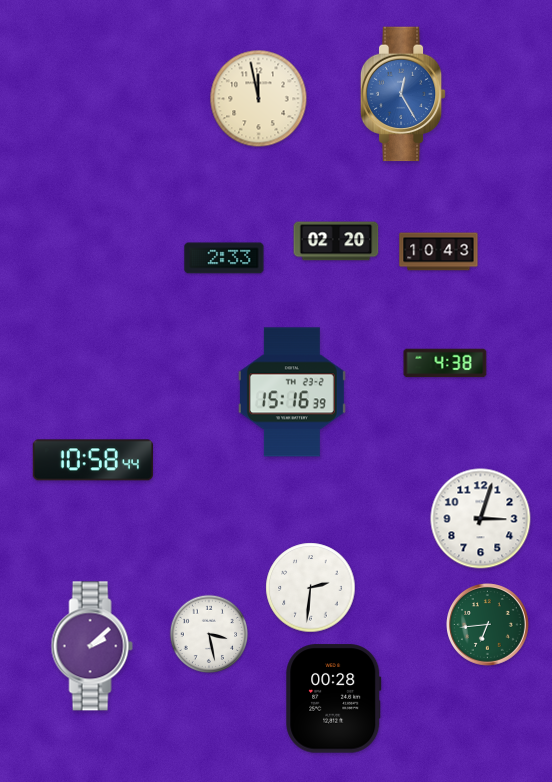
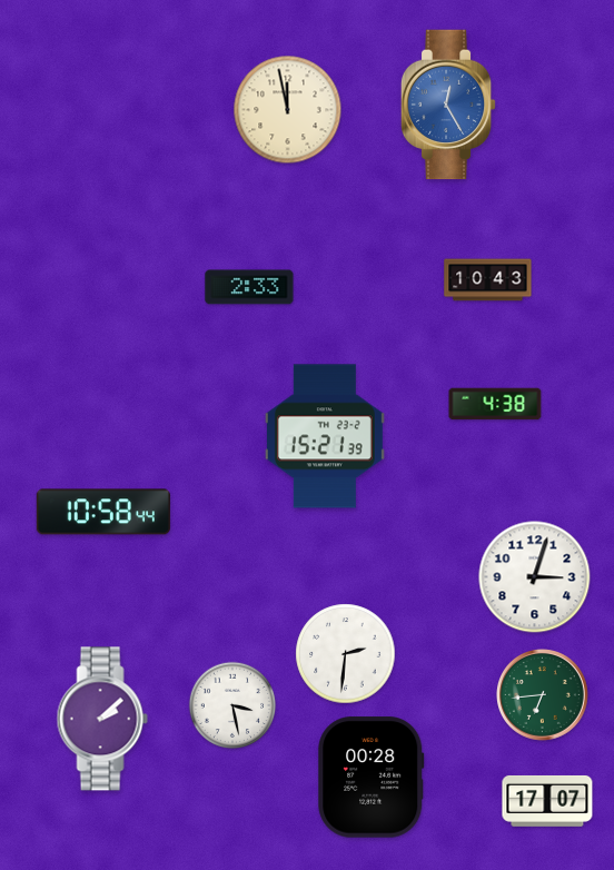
clock at (336, 241): 02:20 -> none
clock at (292, 392): 15:16 -> 15:21
clock at (547, 801): none -> 17:07
